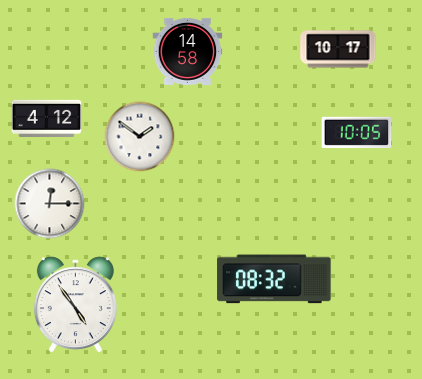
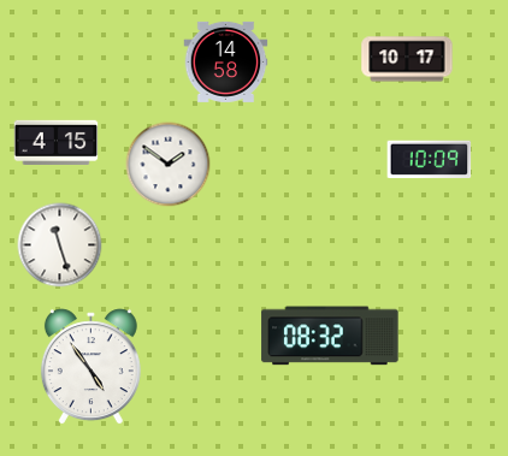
clock at (47, 118): 4:12 -> 4:15
clock at (357, 132): 10:05 -> 10:09
clock at (50, 204): 12:15 -> 11:27
